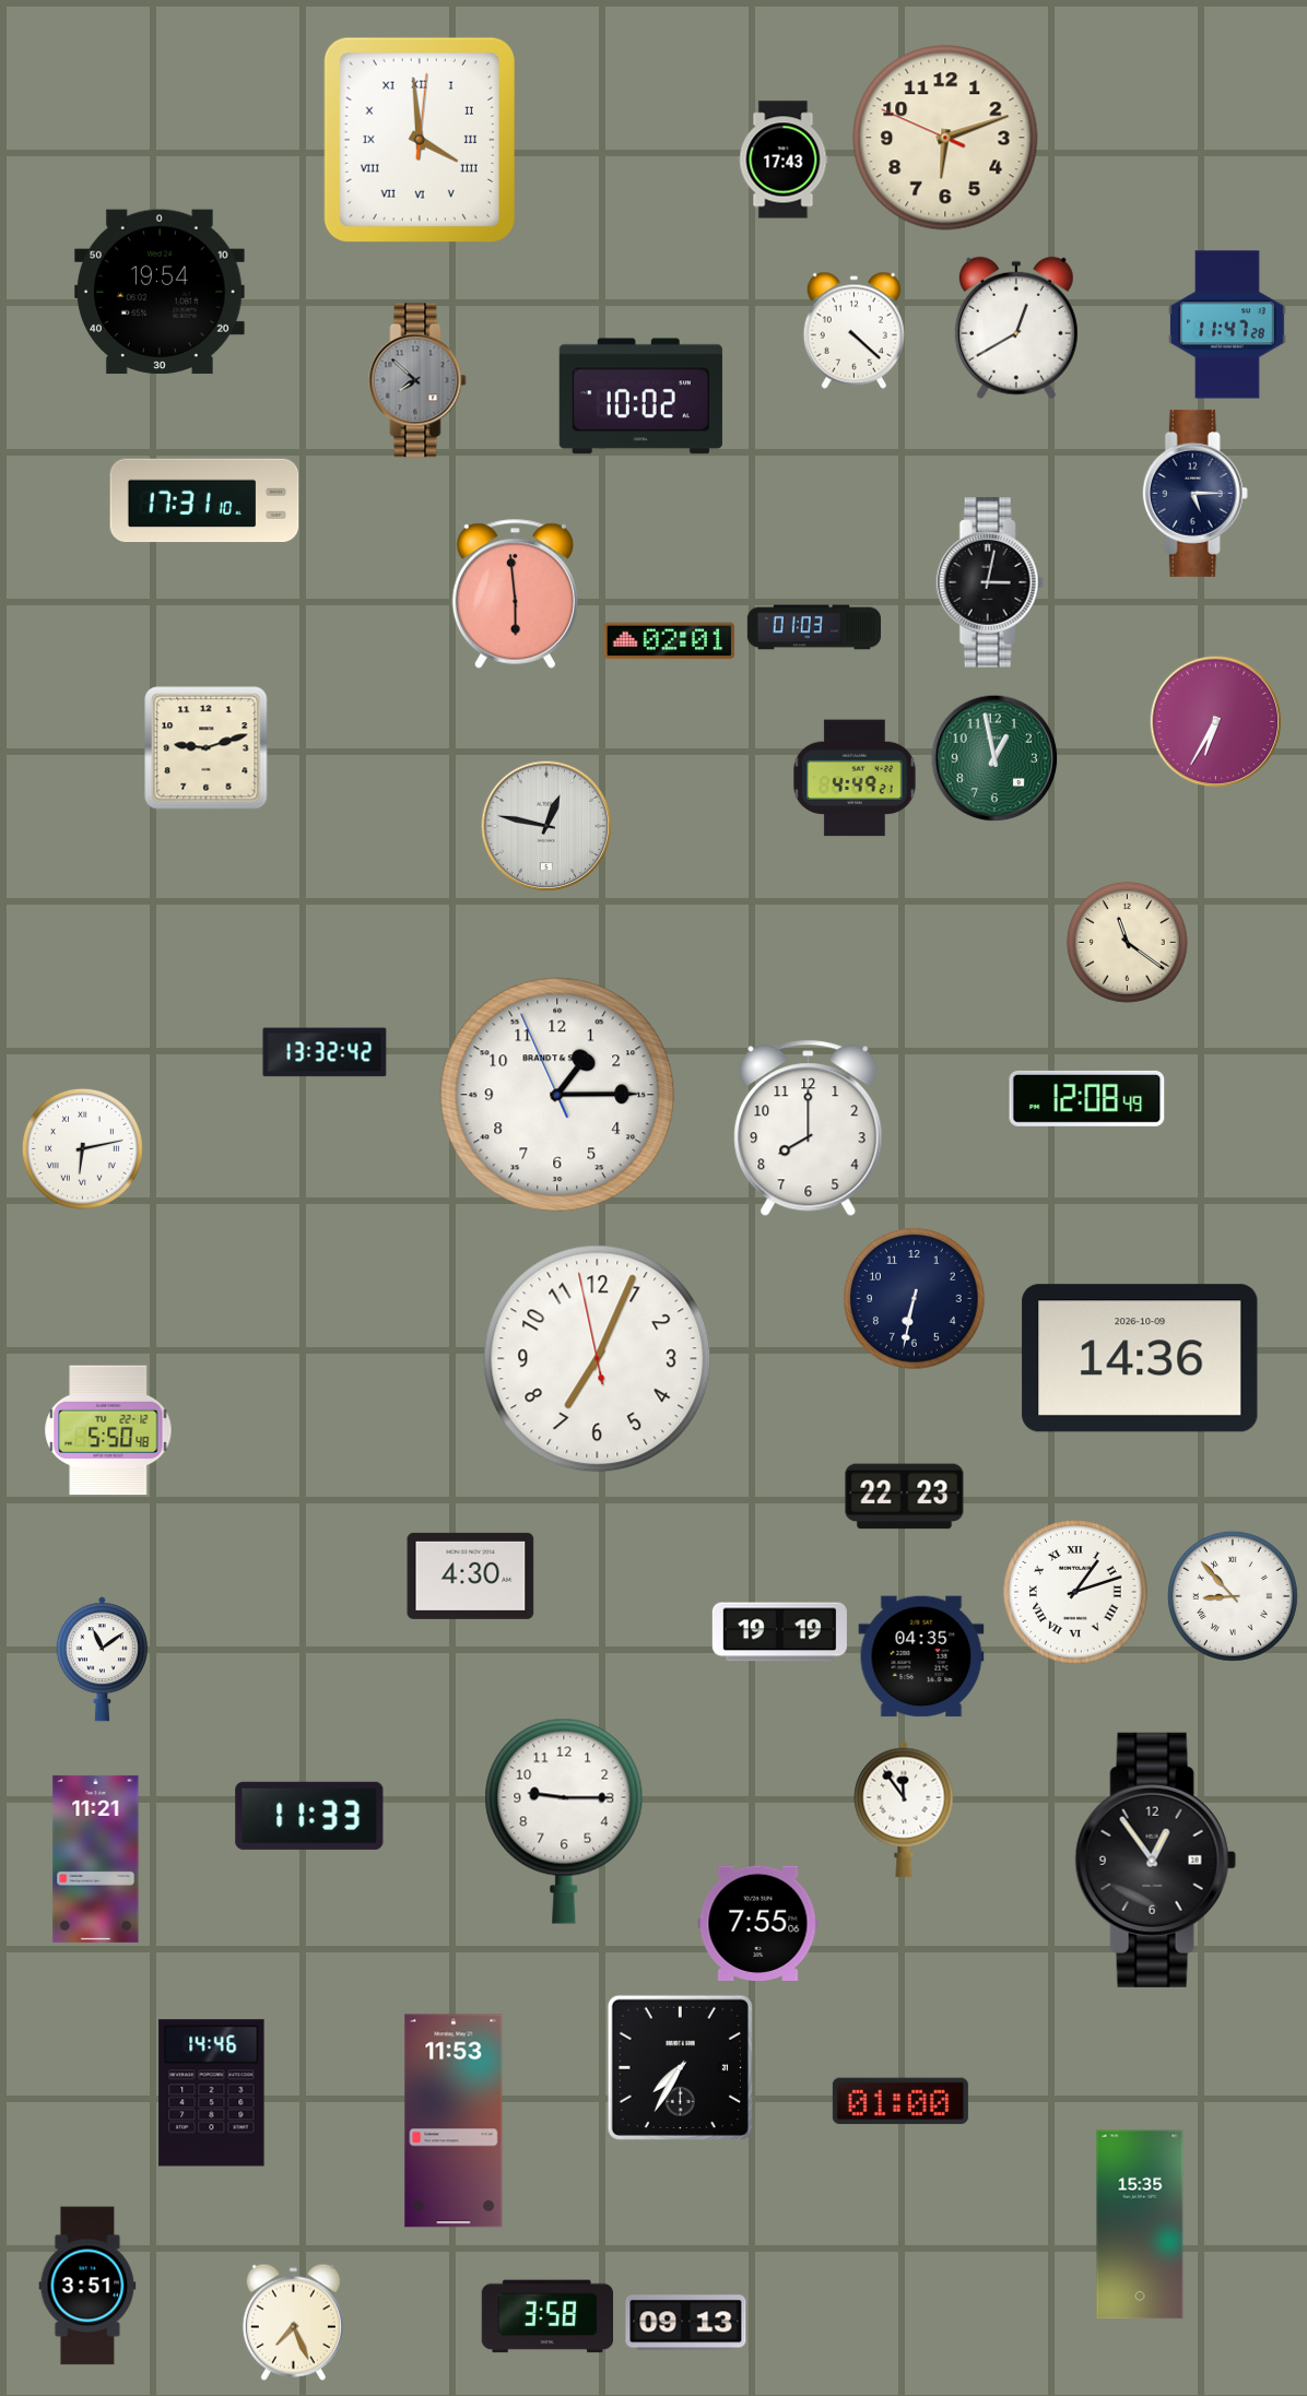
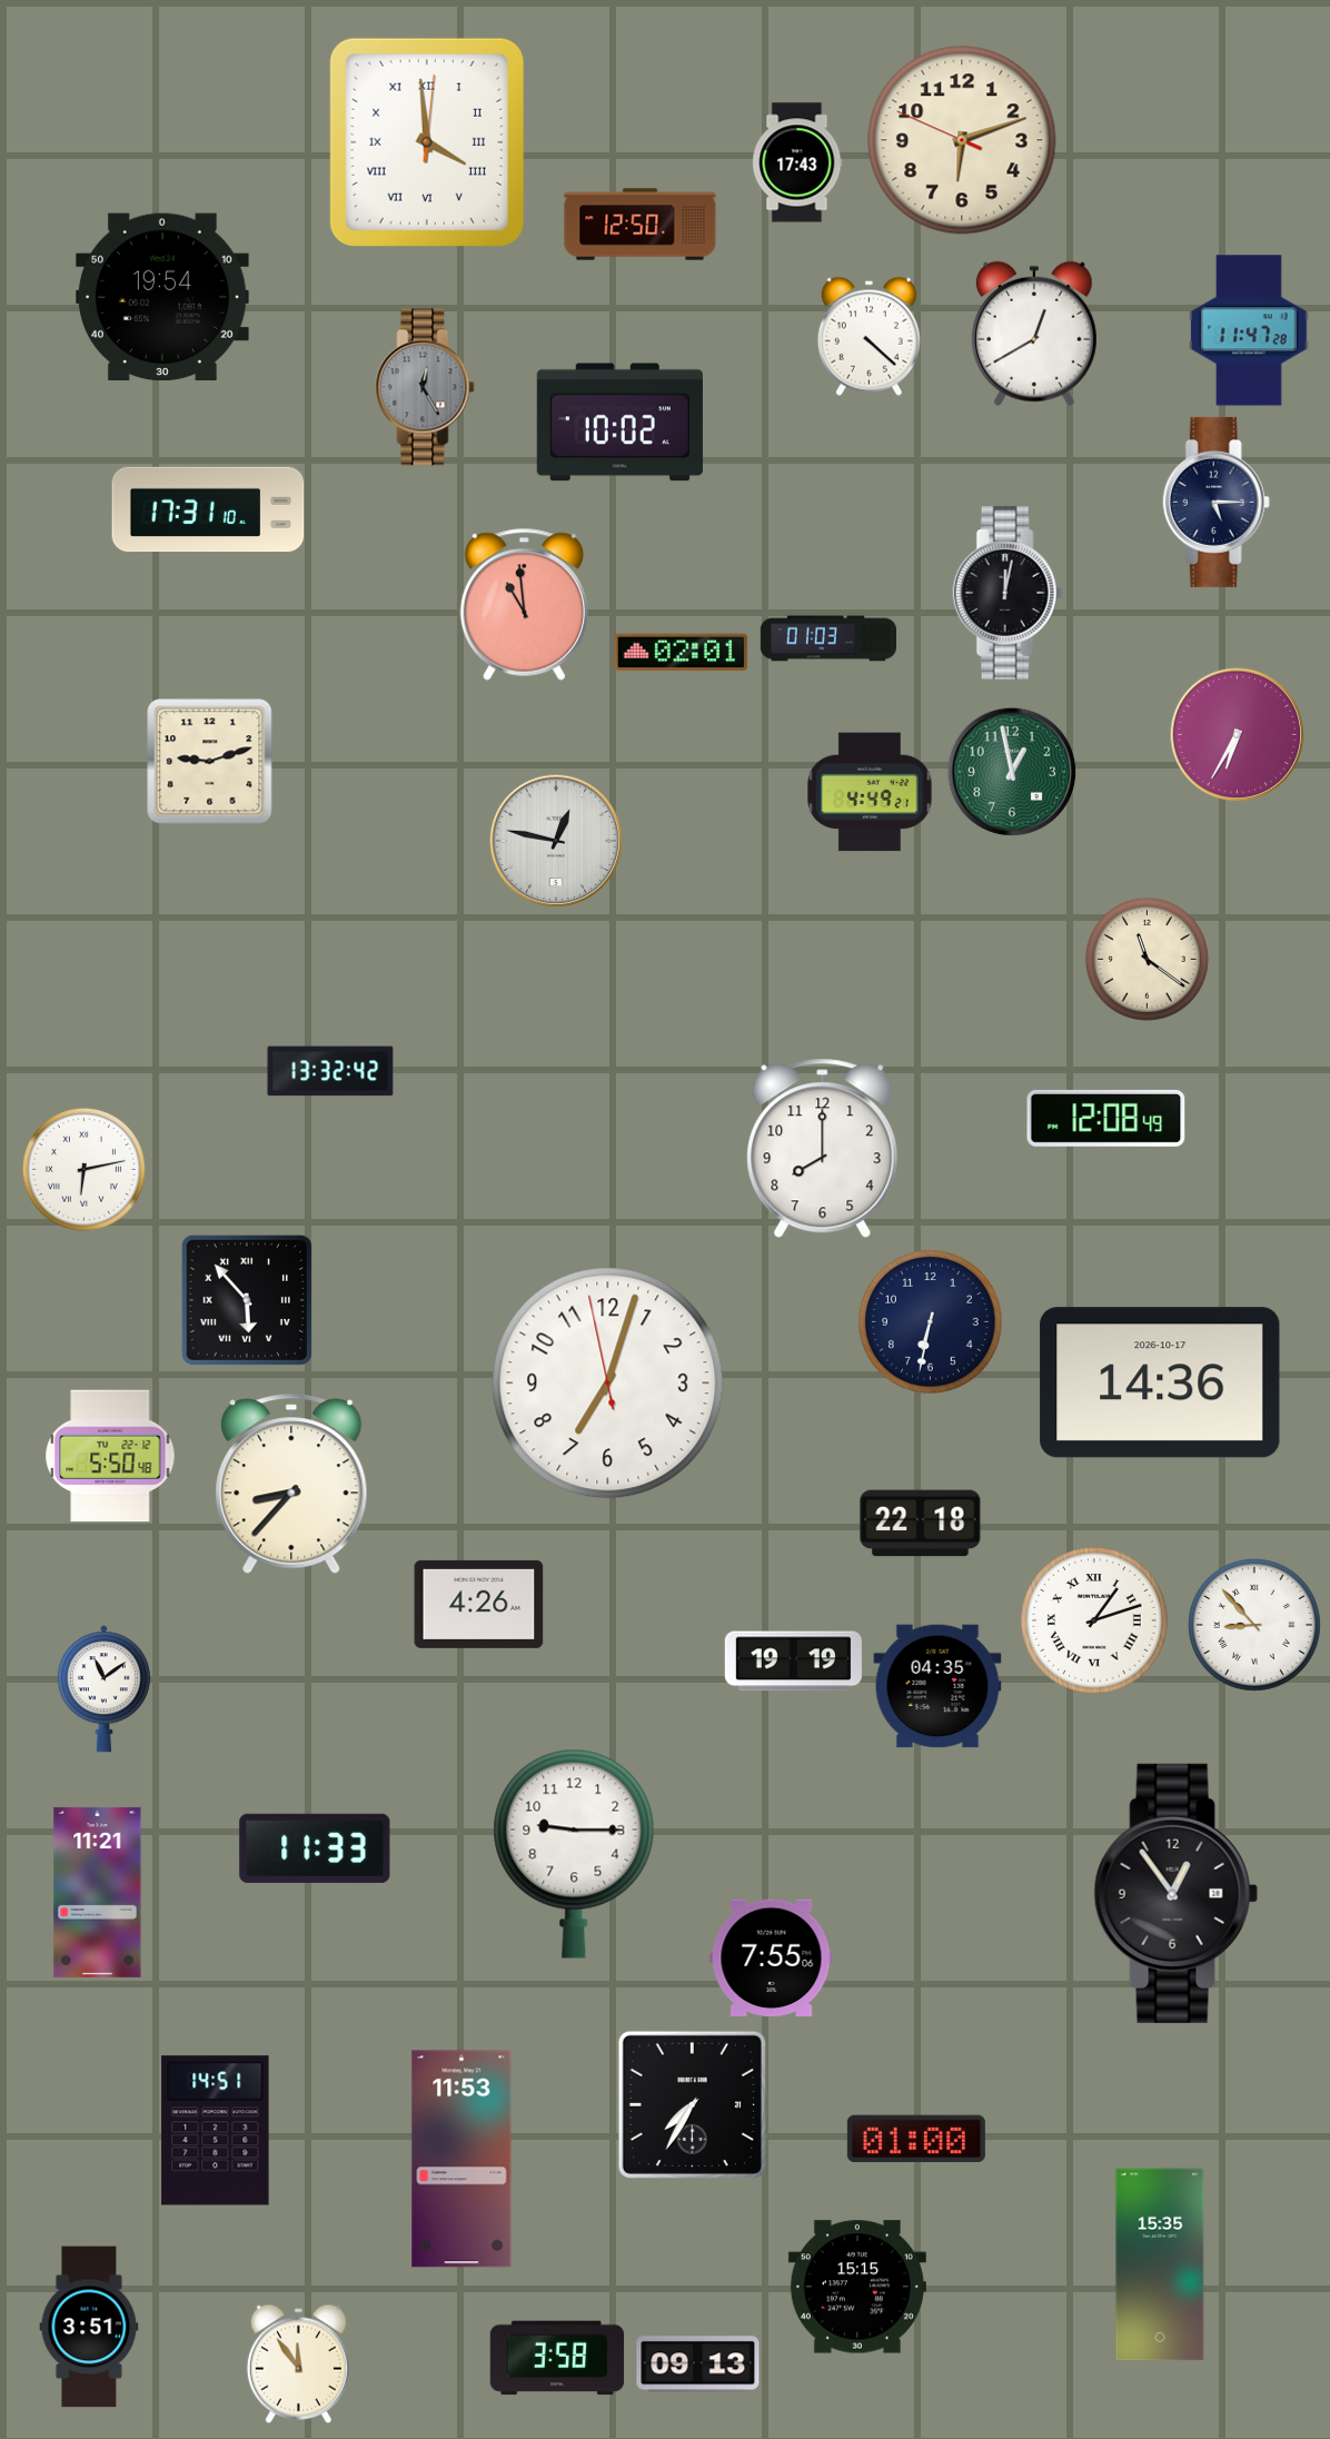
clock at (641, 225): none -> 12:50
clock at (417, 380): 7:52 -> 12:25
clock at (640, 397) position: (640, 397) -> (619, 423)
clock at (990, 583): 3:02 -> 12:02
clock at (515, 593): 5:59 -> 10:59
clock at (557, 1095): 1:14 -> none
clock at (247, 1300): none -> 5:53
clock at (1140, 1358) date: 2026-10-09 -> 2026-10-17
clock at (598, 1359): 7:03 -> 7:02
clock at (291, 1484): none -> 8:37
clock at (905, 1497): 22:23 -> 22:18
clock at (471, 1575): 4:30 -> 4:26
clock at (904, 1809): 11:54 -> none
clock at (212, 2093): 14:46 -> 14:51
clock at (857, 2287): none -> 15:15
clock at (293, 2322): 7:26 -> 11:54
